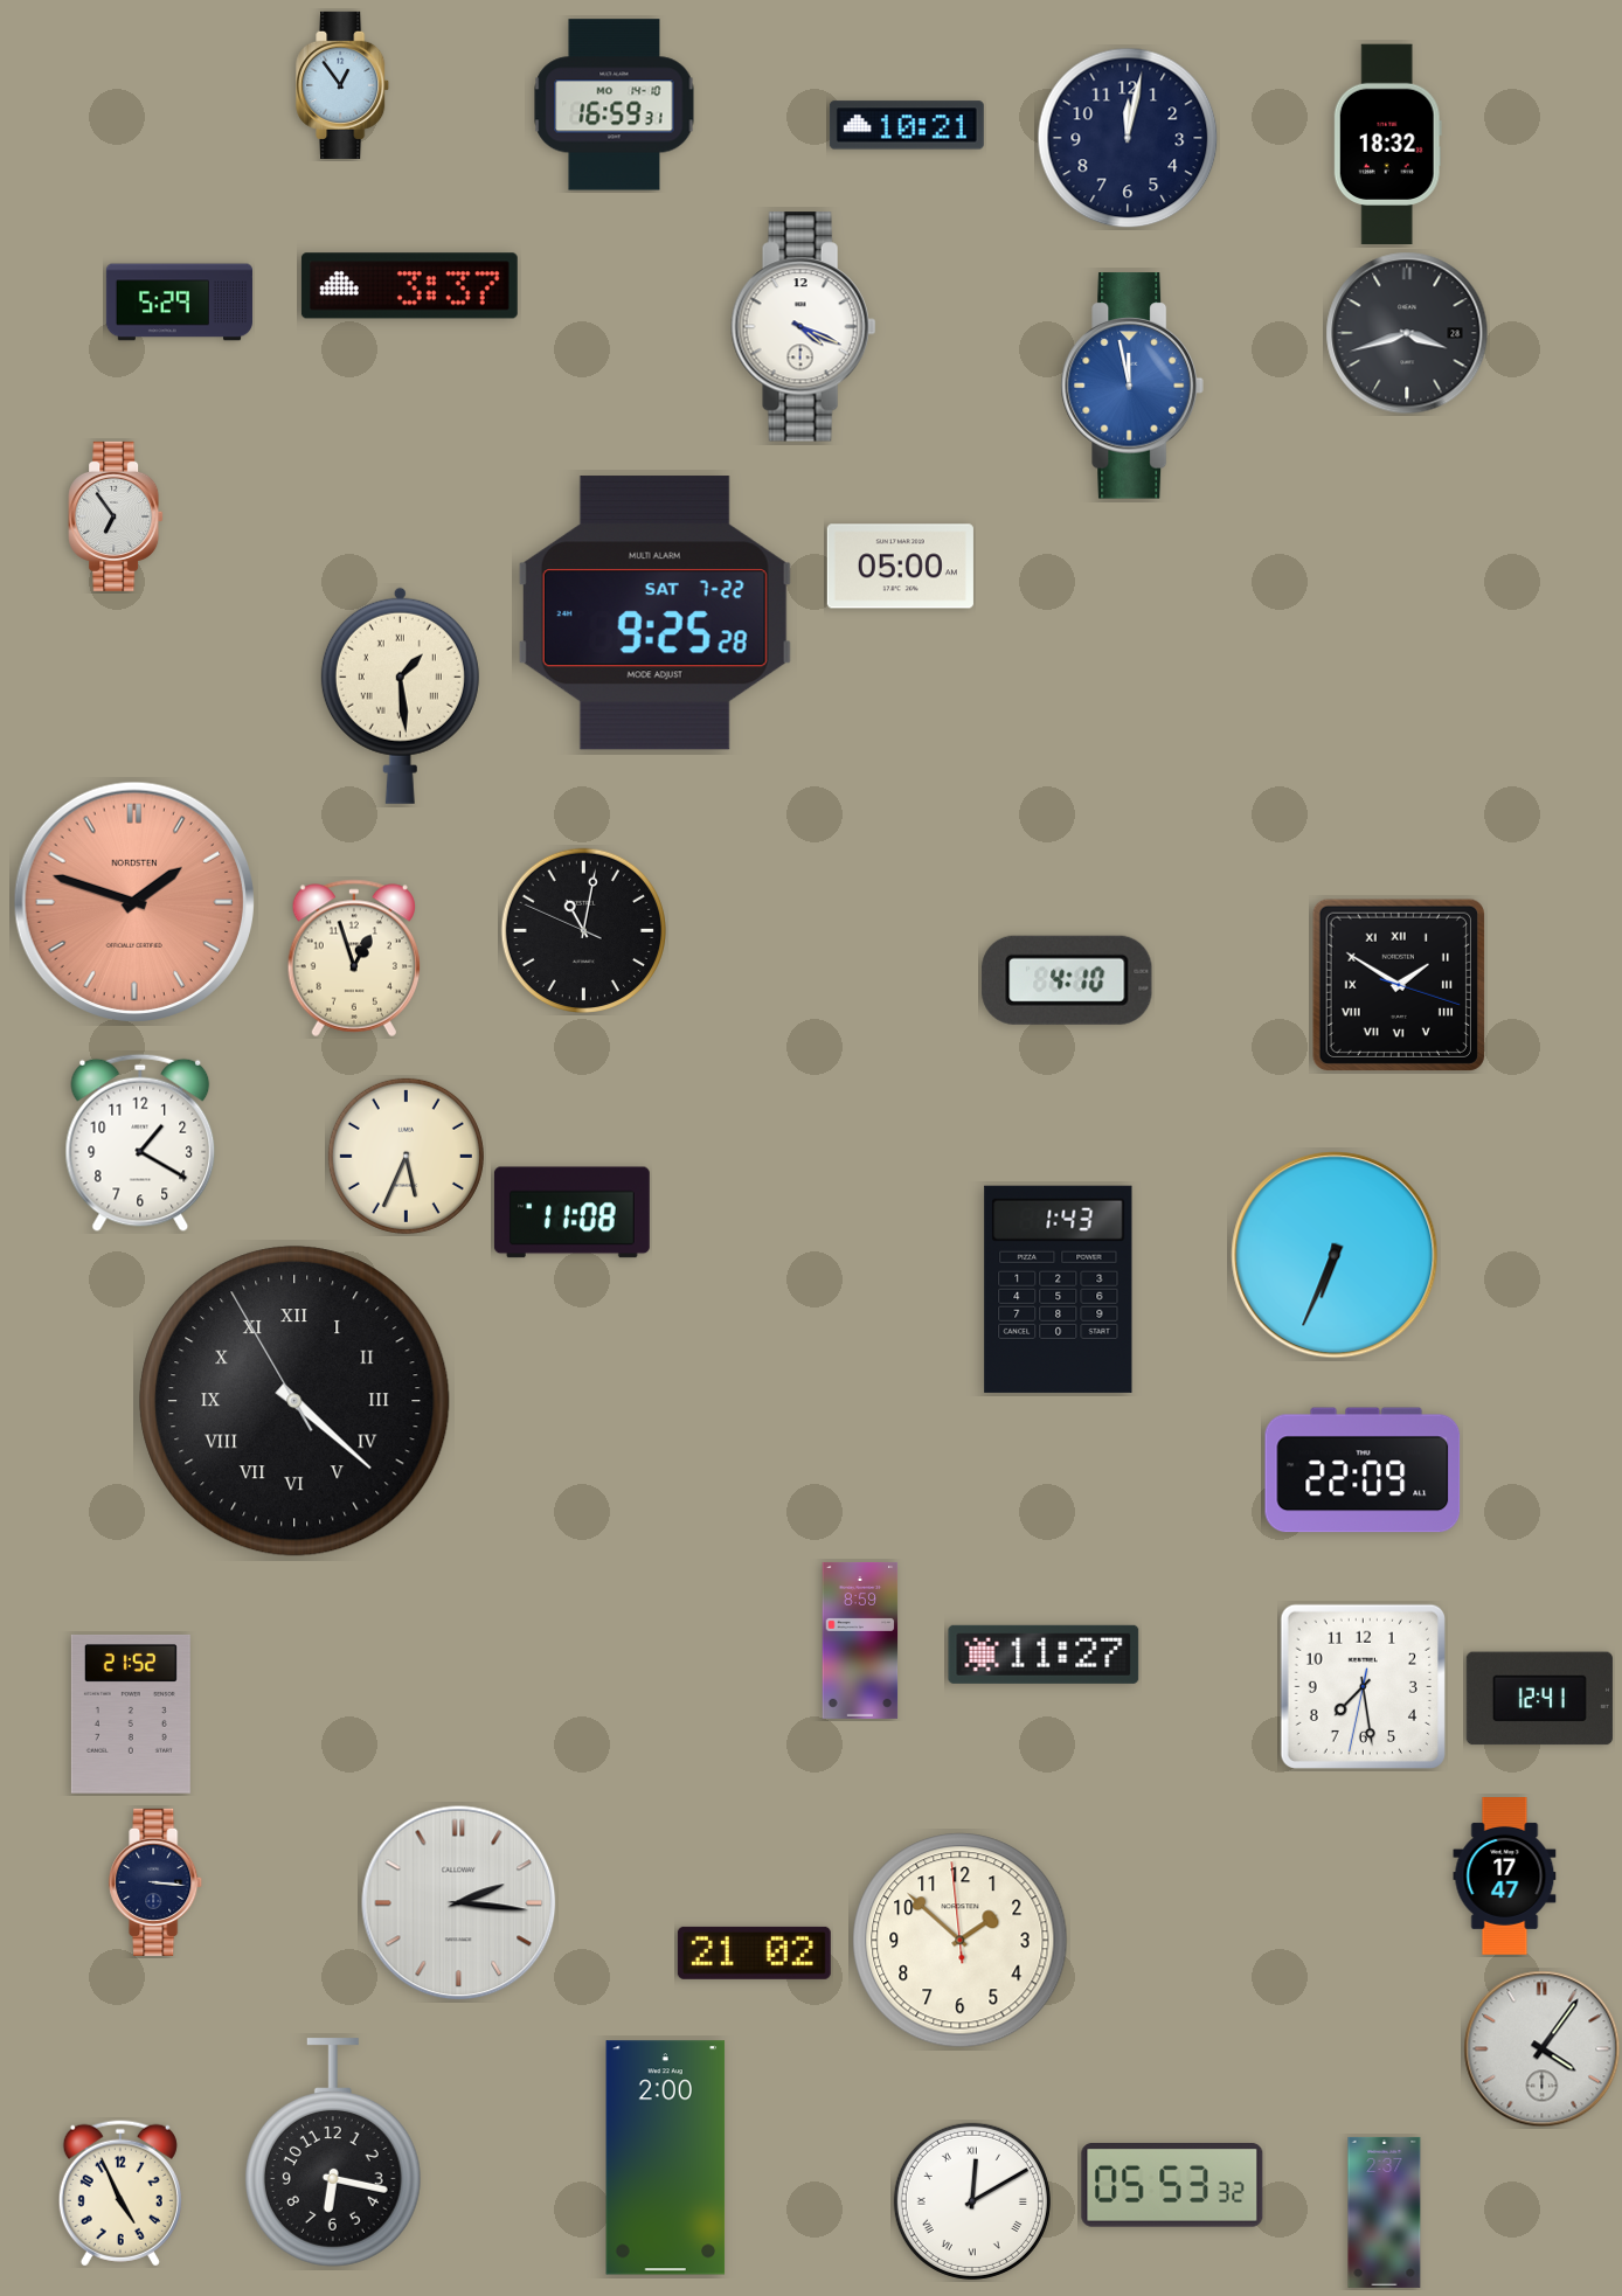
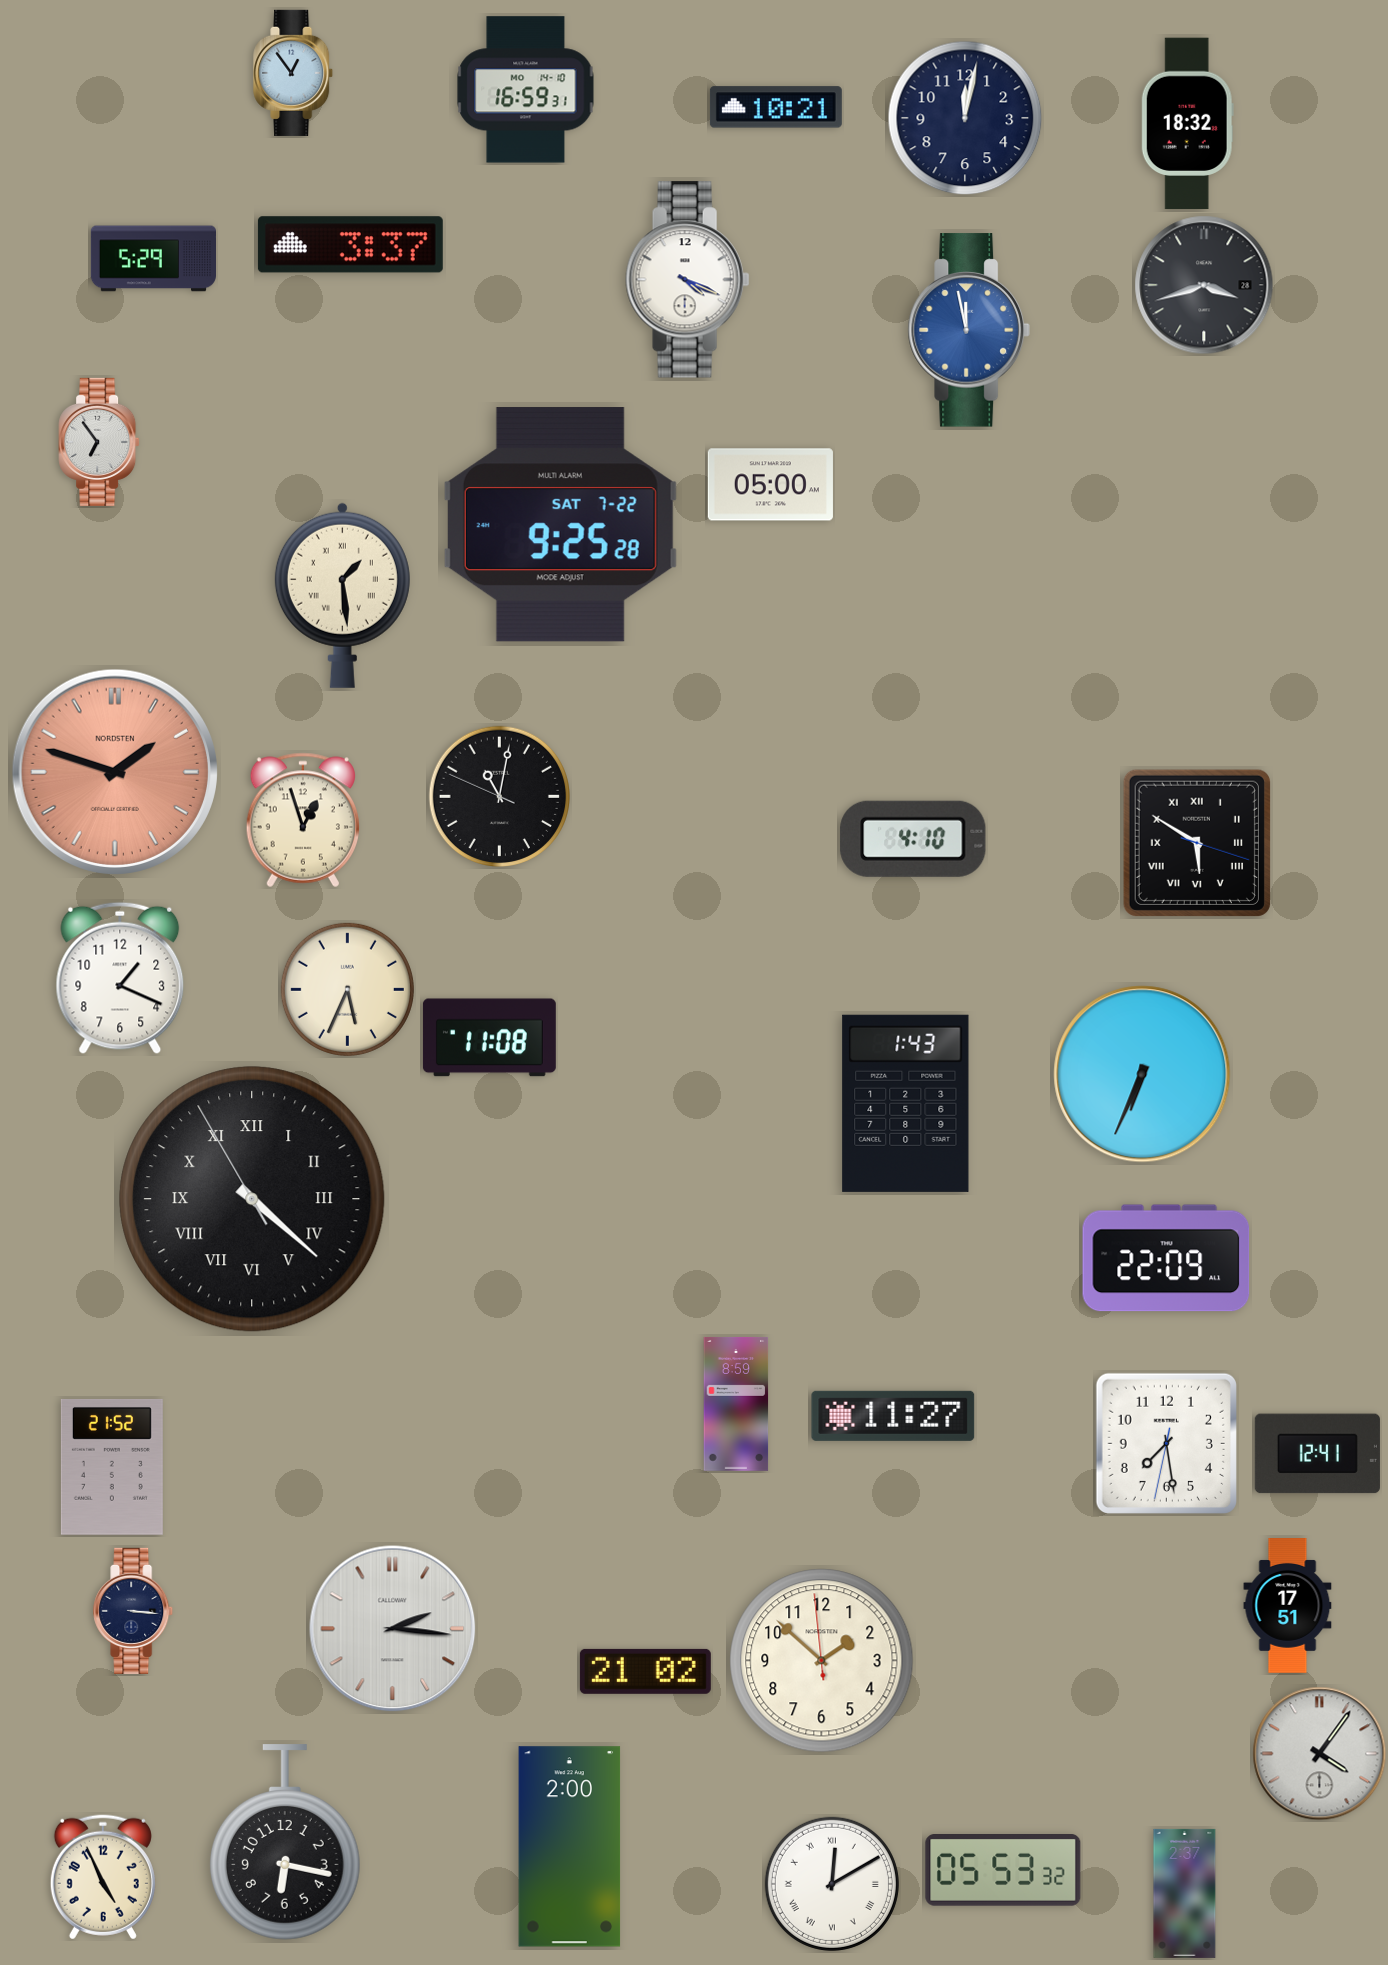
clock at (1399, 985): 1:50 -> 5:50
clock at (140, 1143): 1:20 -> 1:19
clock at (1505, 1877): 17:47 -> 17:51
